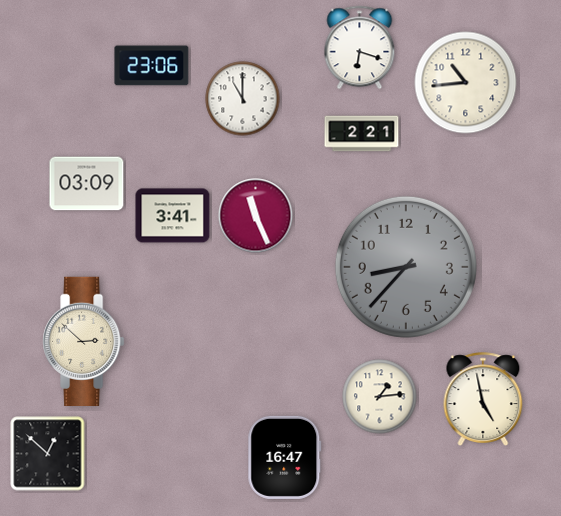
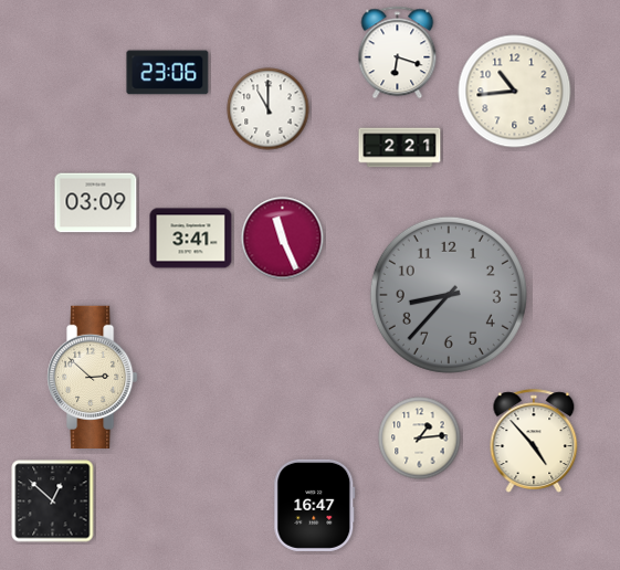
clock at (483, 399): 4:58 -> 4:53
